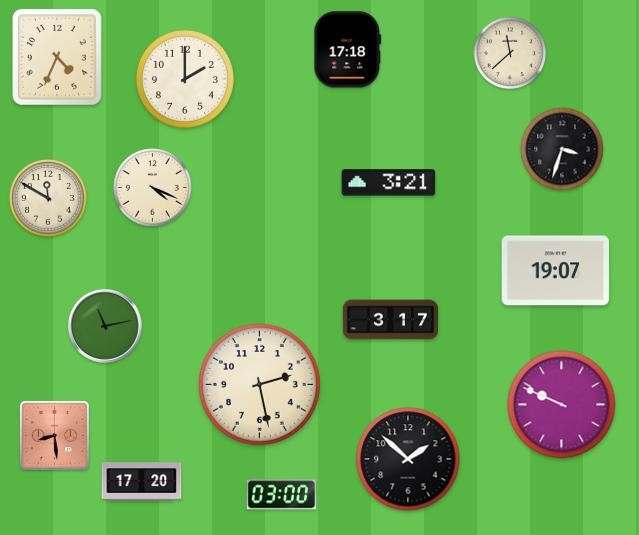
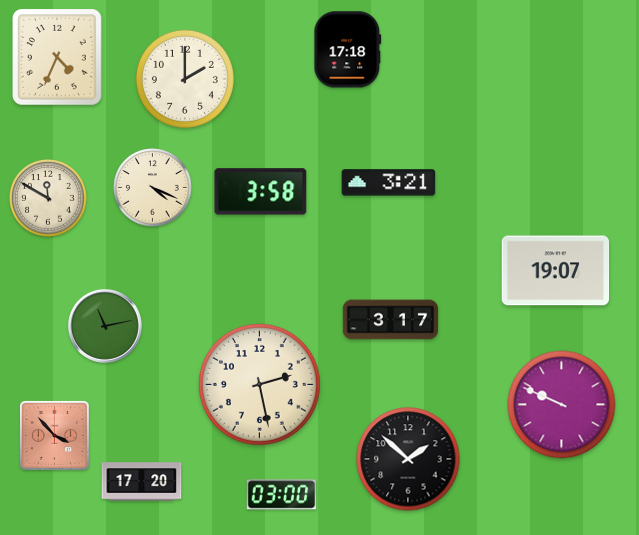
clock at (510, 53): 11:38 -> none
clock at (562, 149): 3:33 -> none
clock at (261, 192): none -> 3:58
clock at (54, 435): 8:29 -> 3:53
